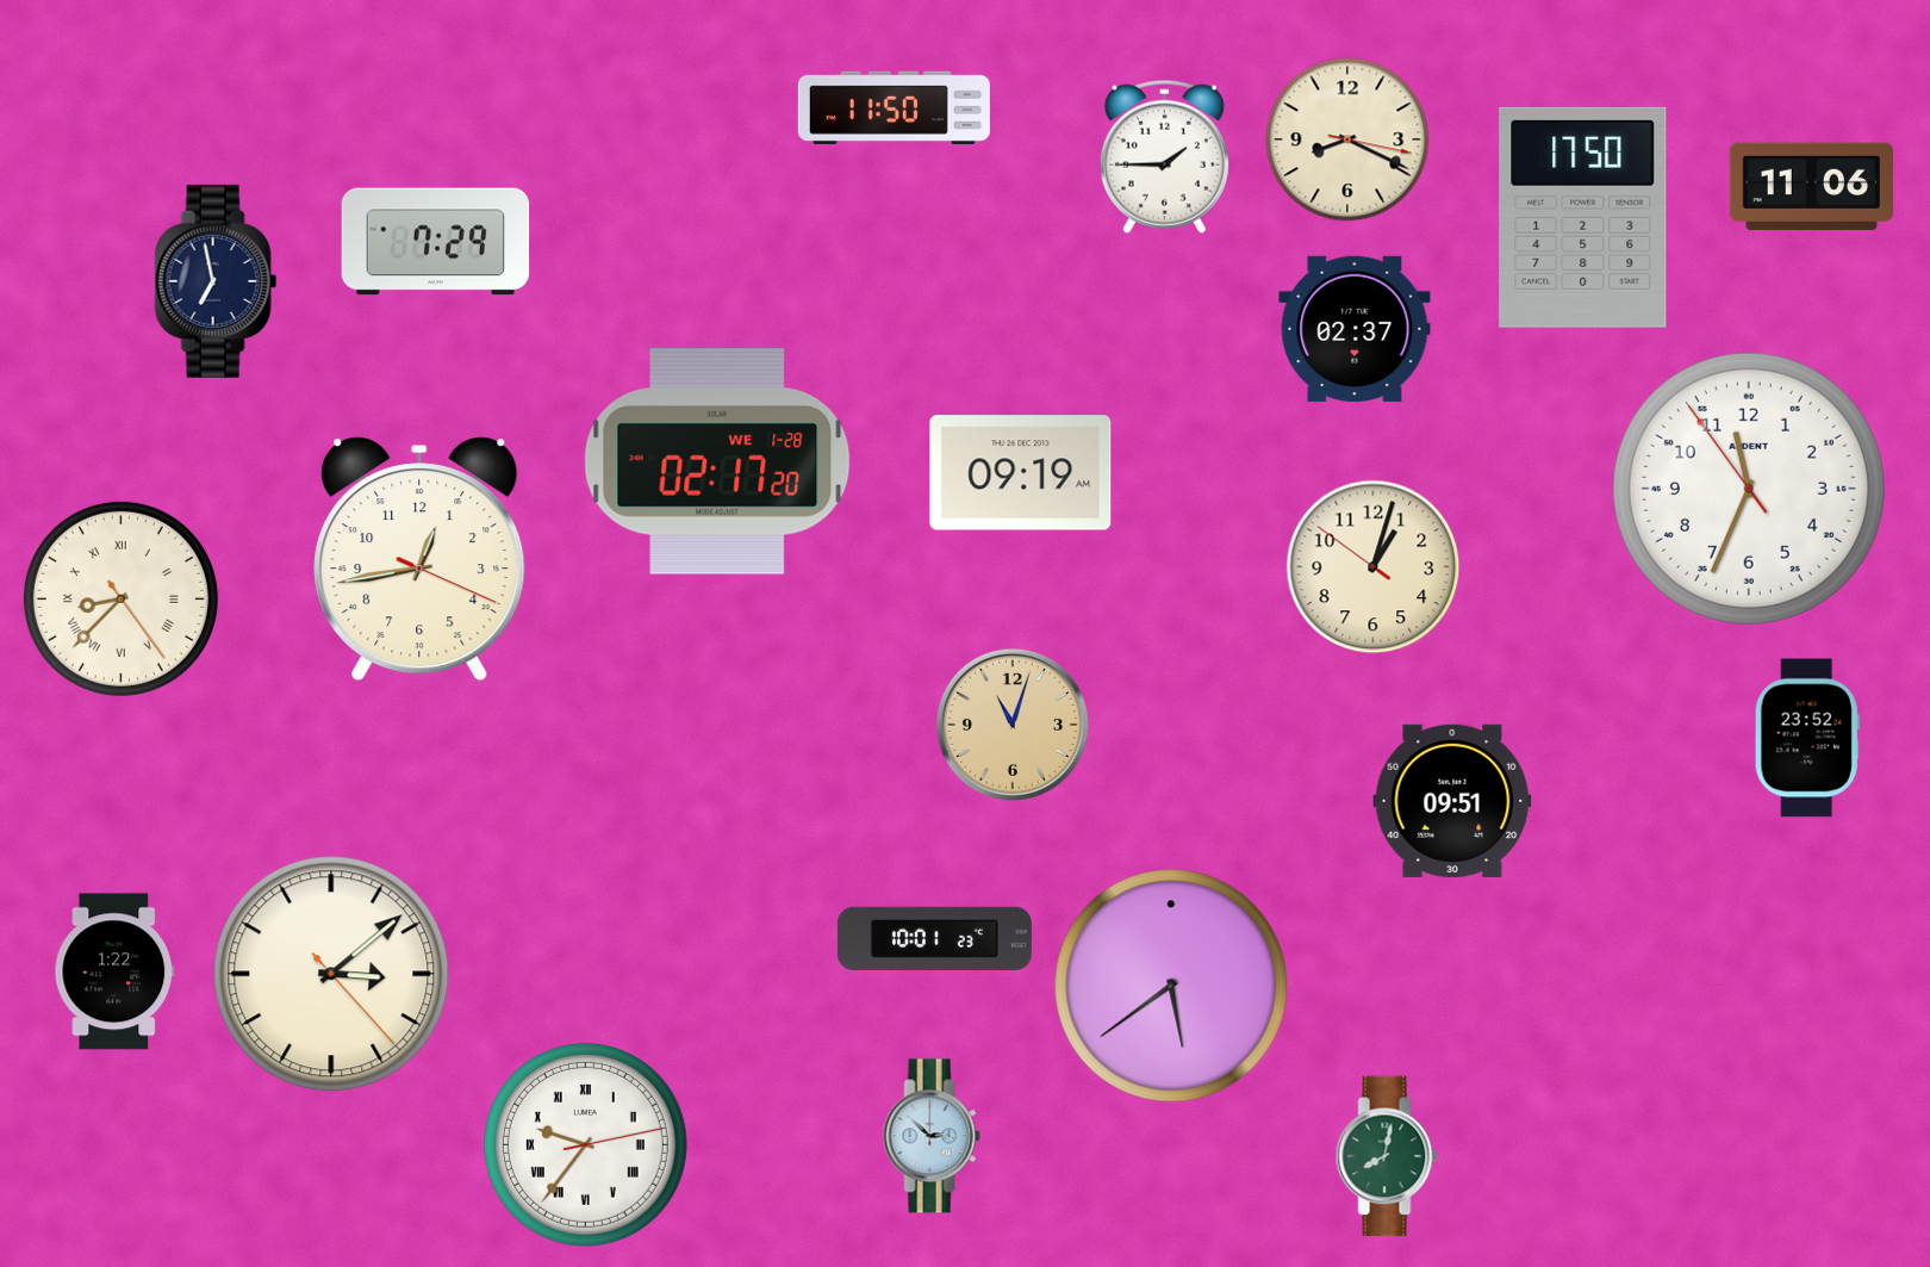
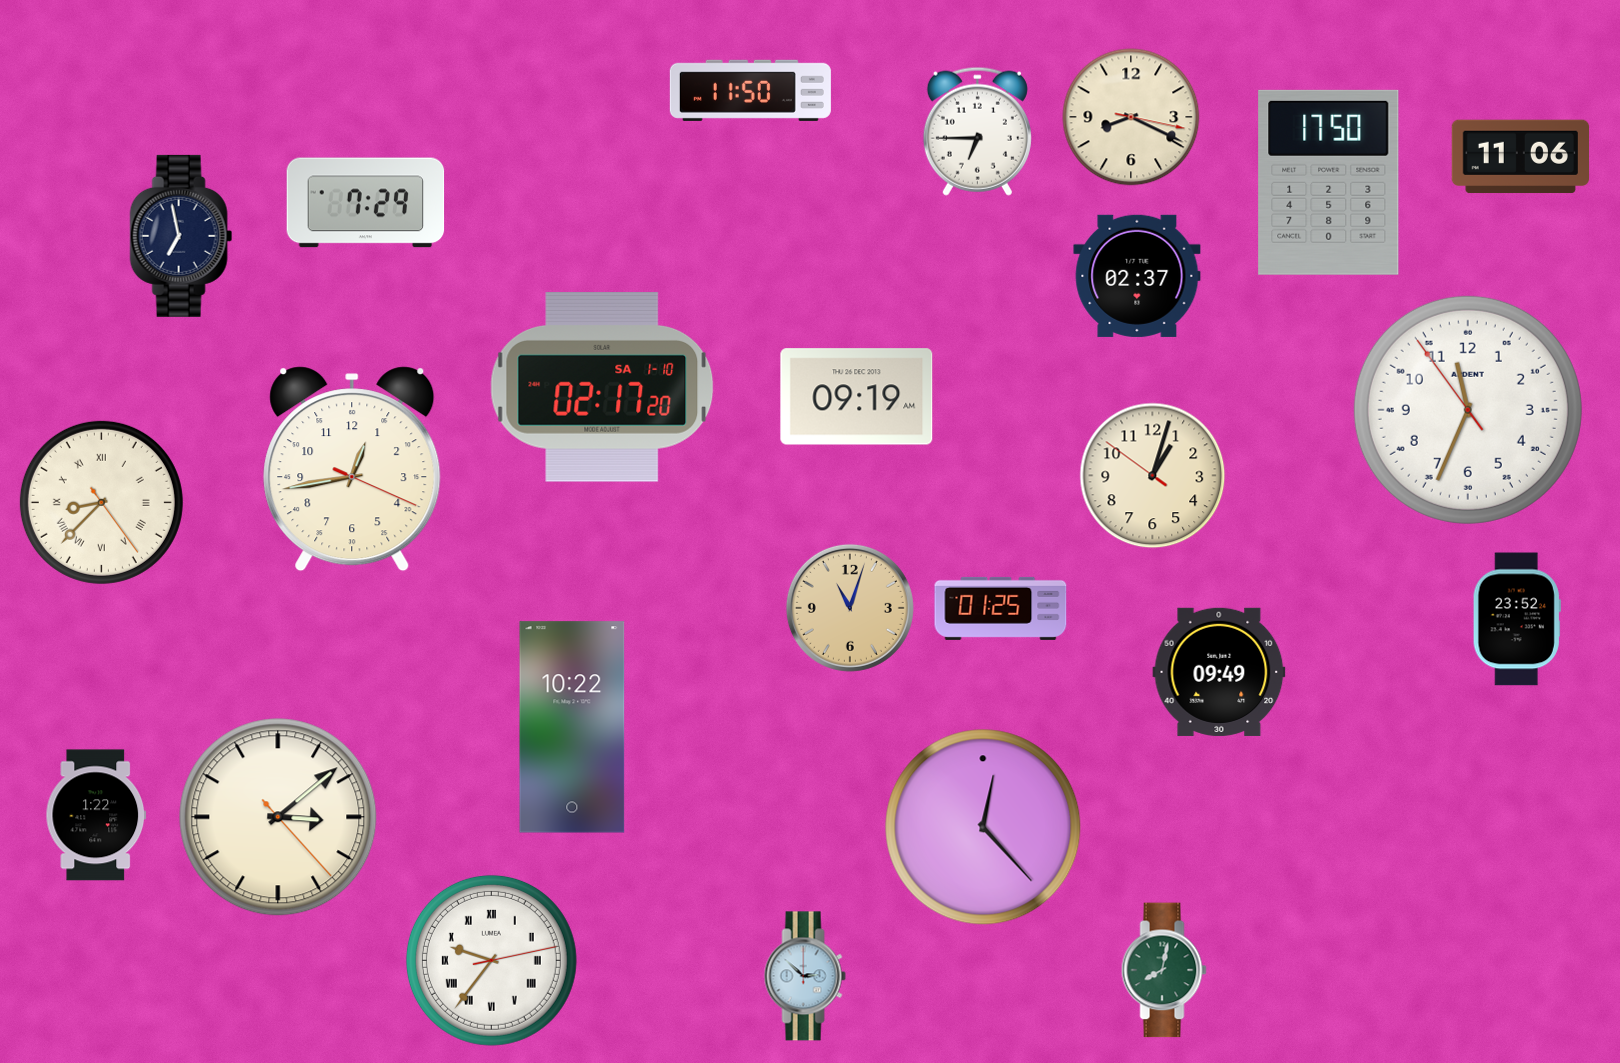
clock at (1164, 156): 1:45 -> 6:45
clock at (717, 461) date: WE 1-28 -> SA 1-10
clock at (1001, 608): none -> 01:25
clock at (1452, 801): 09:51 -> 09:49
clock at (572, 727): none -> 10:22
clock at (934, 939): 10:01 -> none
clock at (1171, 986): 5:39 -> 12:23
clock at (932, 1136) position: (932, 1136) -> (805, 976)
